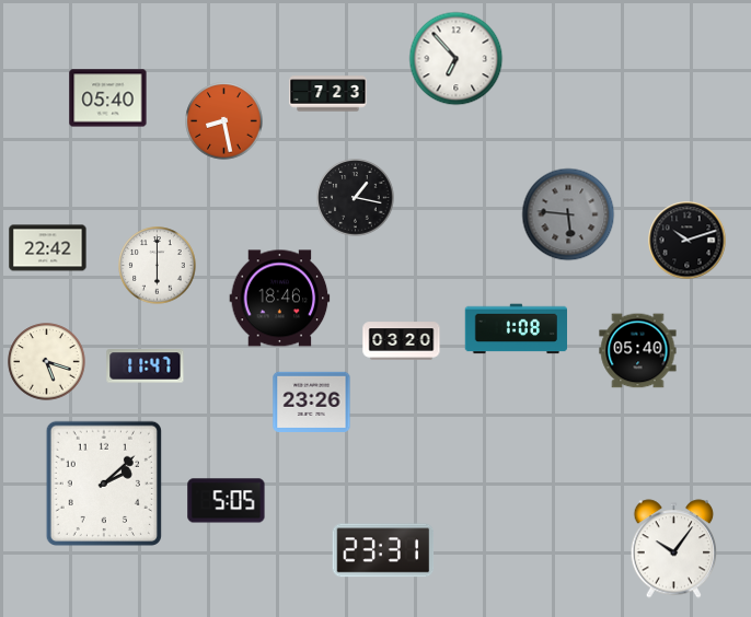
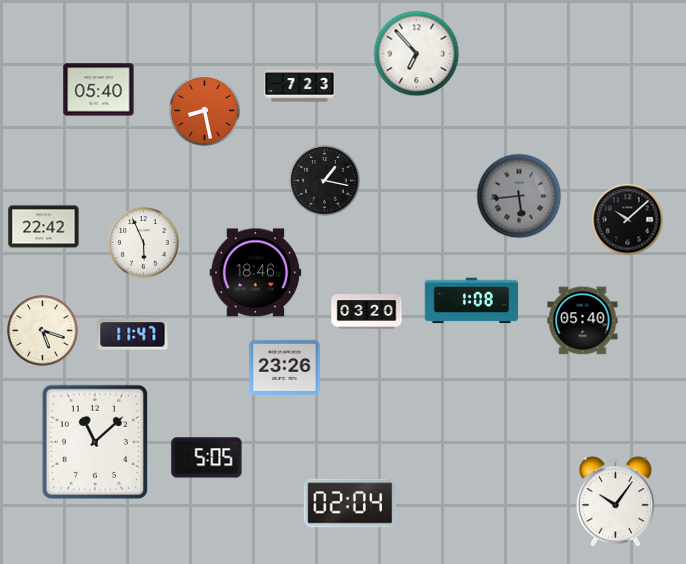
clock at (568, 214): 5:46 -> 5:44
clock at (688, 241): 10:12 -> 10:08
clock at (158, 266): 6:00 -> 5:56
clock at (104, 484): 2:08 -> 11:08
clock at (383, 550): 23:31 -> 02:04
